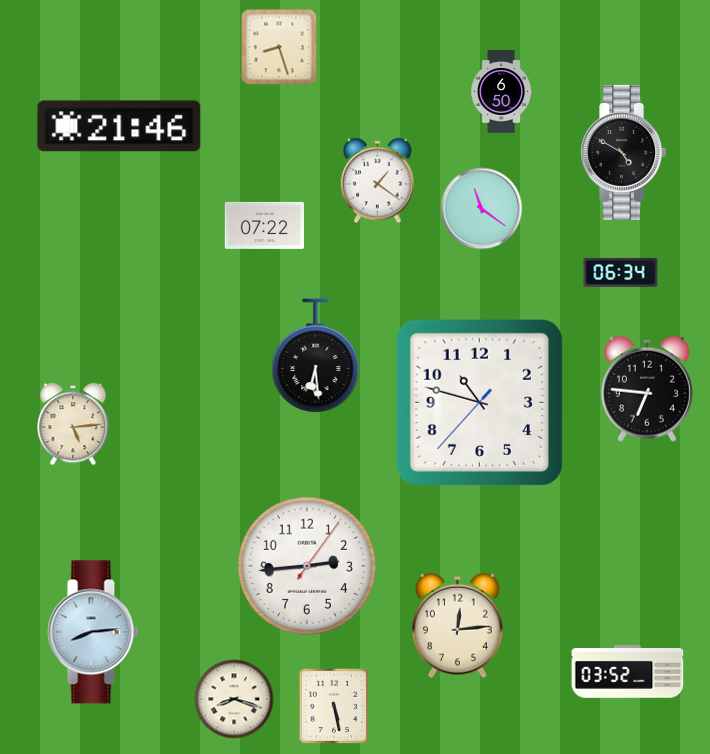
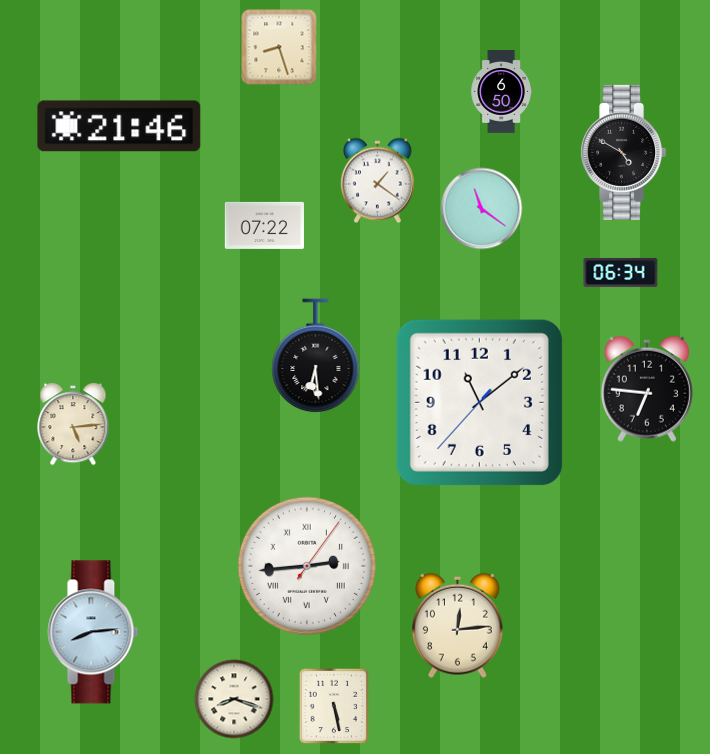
clock at (479, 402): 10:47 -> 11:08
clock at (307, 566) numerals: Arabic -> Roman
clock at (628, 672): 03:52 -> none
